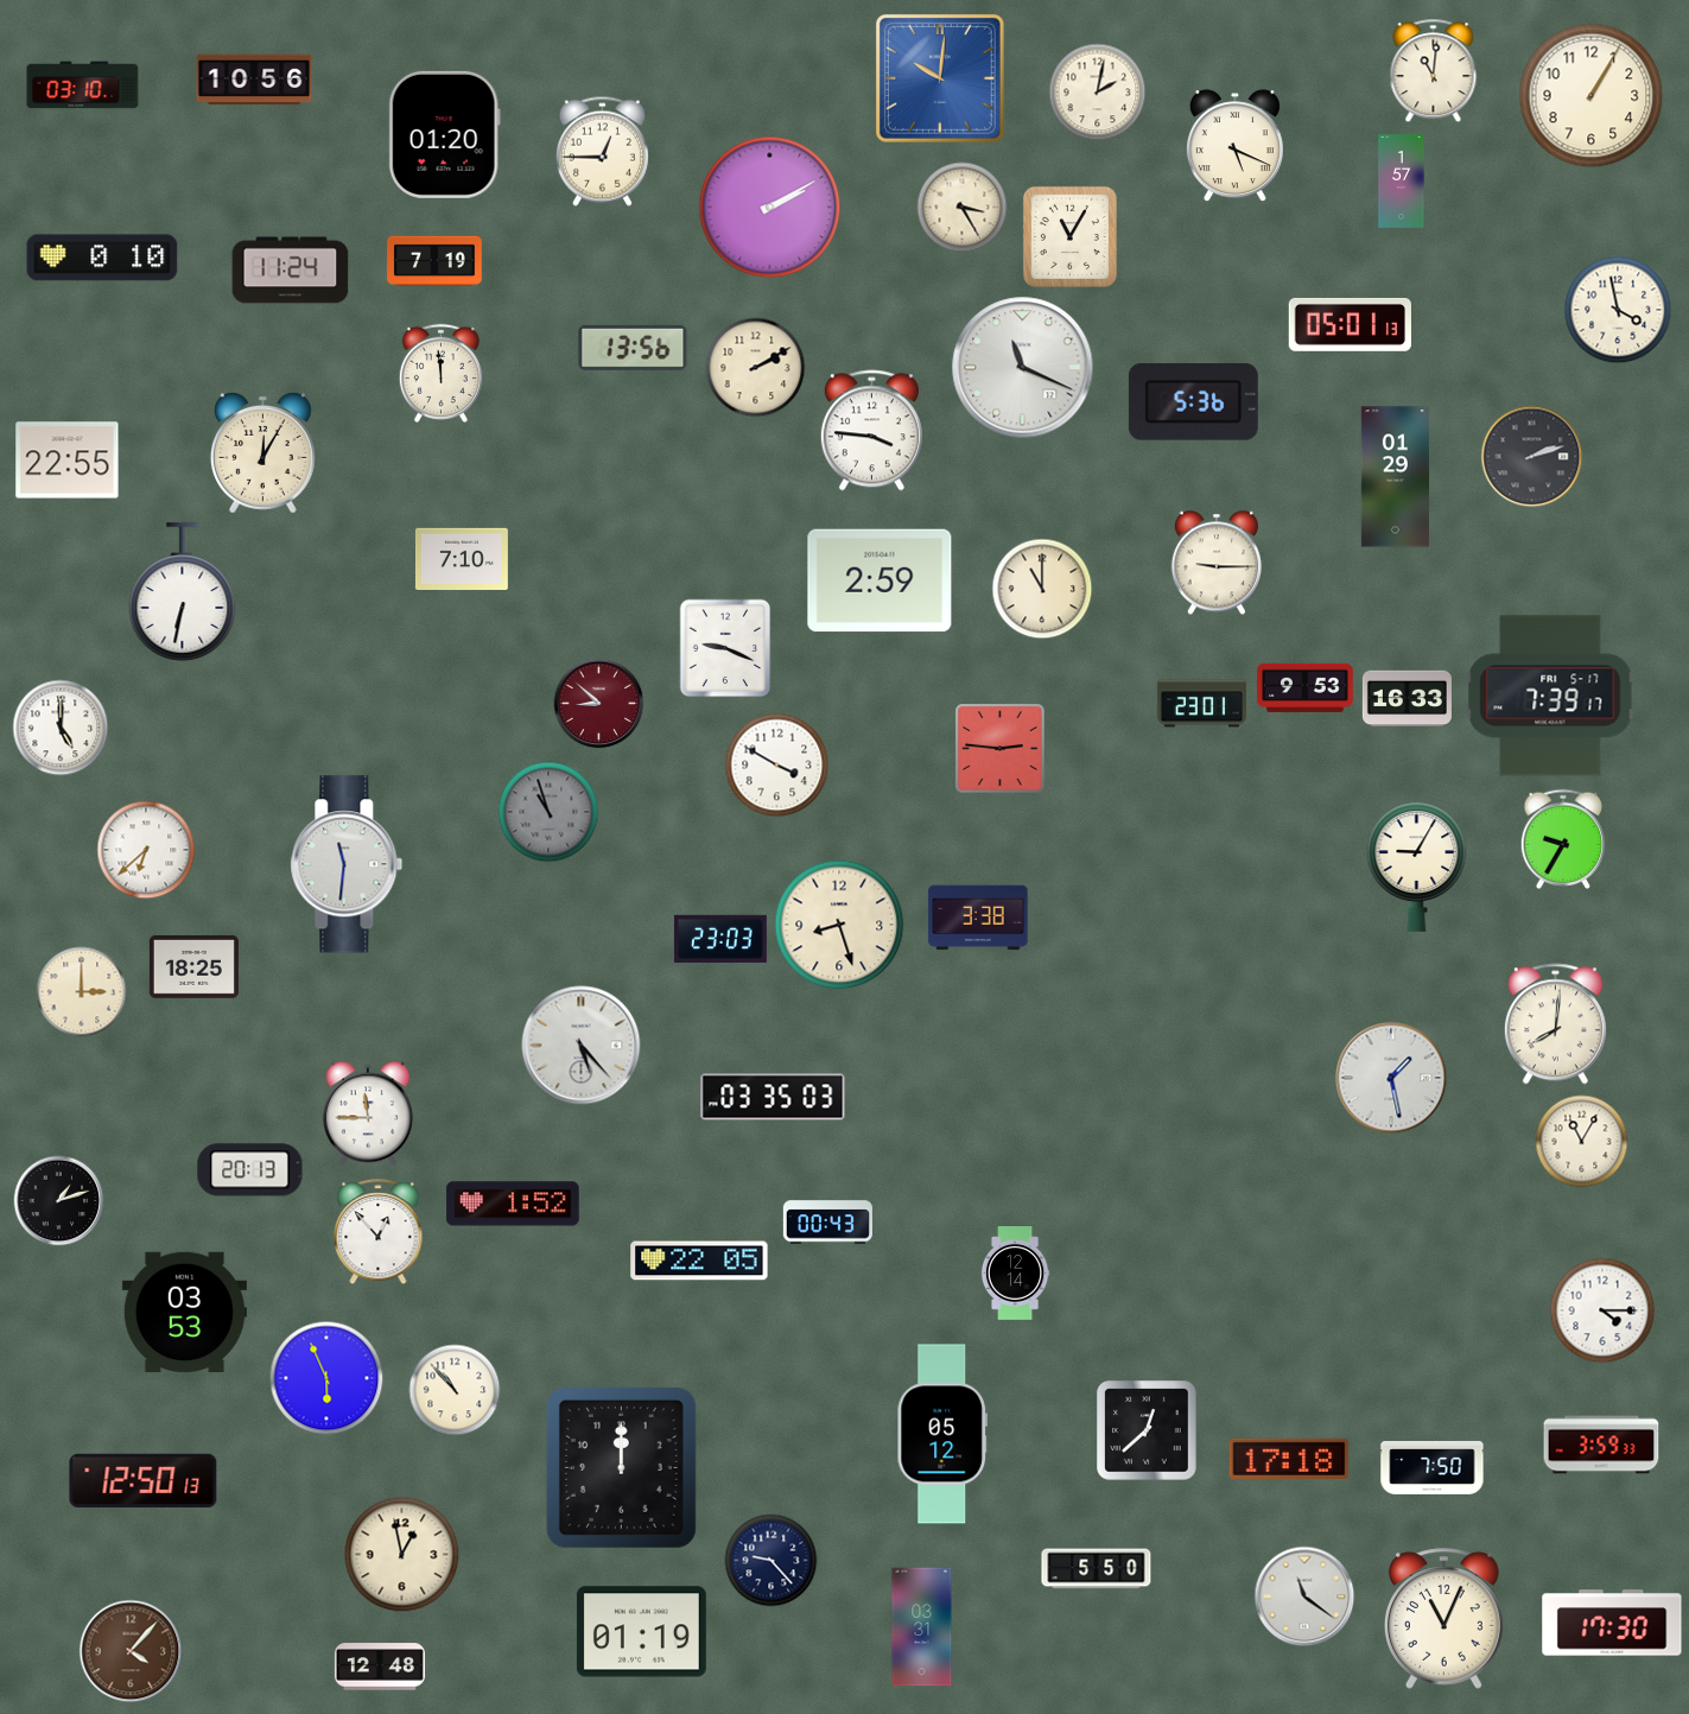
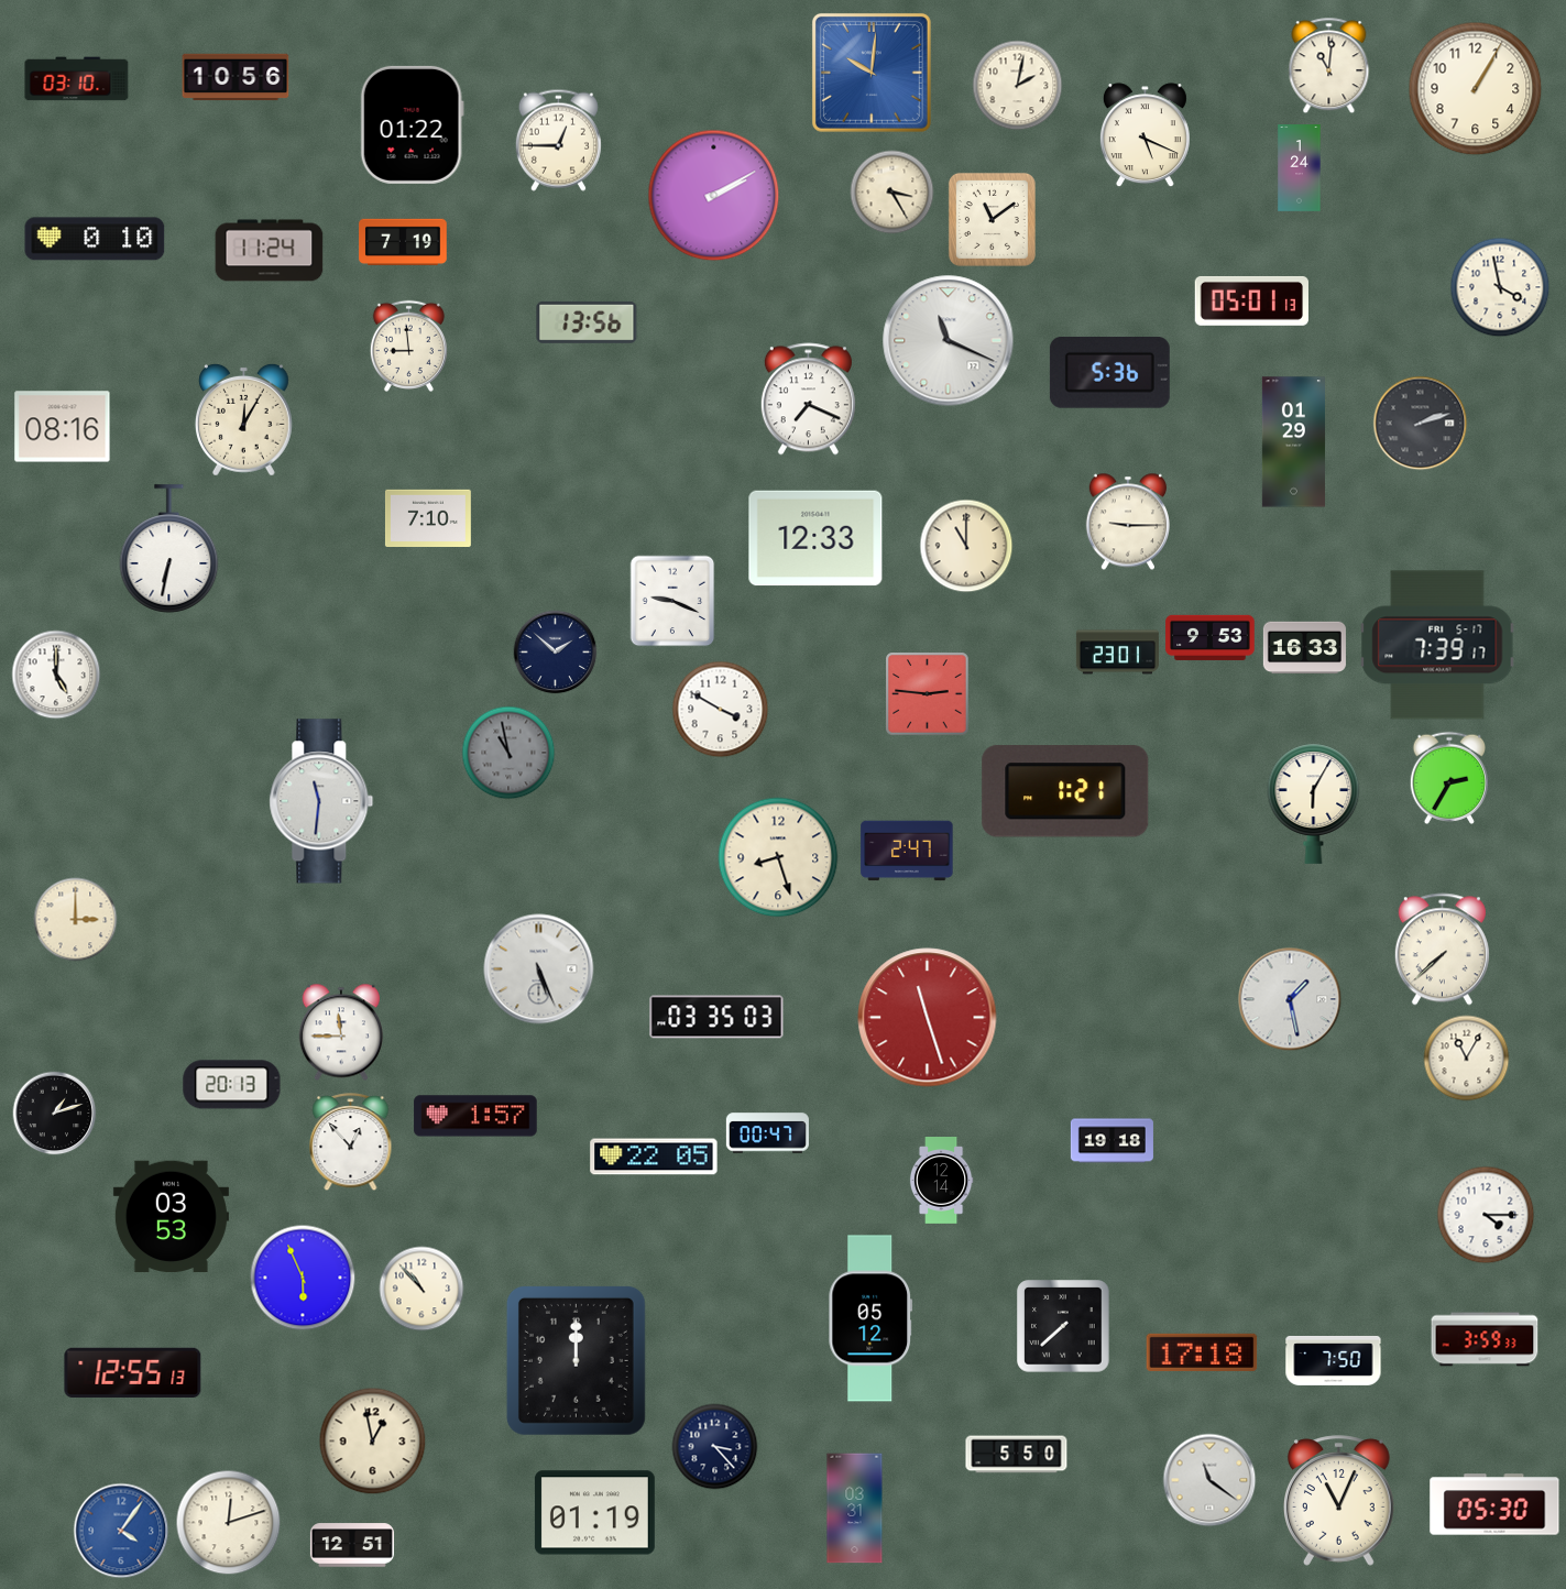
clock at (254, 80) position: (254, 80) -> (236, 77)
clock at (444, 134): 01:20 -> 01:22
clock at (1402, 182): 1:57 -> 1:24
clock at (770, 208) position: (770, 208) -> (714, 196)
clock at (1069, 236): 11:05 -> 11:09
clock at (756, 368): 2:10 -> none
clock at (440, 373): 11:59 -> 8:59
clock at (1193, 402) position: (1193, 402) -> (1109, 373)
clock at (871, 431): 3:46 -> 7:19
clock at (68, 461): 22:55 -> 08:16
clock at (880, 580): 2:59 -> 12:33
clock at (599, 704): 8:52 -> 1:52
clock at (599, 704) dial: burgundy -> navy
clock at (1201, 704) position: (1201, 704) -> (1117, 653)
clock at (548, 812): 10:57 -> 10:58
clock at (1563, 839): 9:35 -> 2:35
clock at (146, 850): 6:38 -> none
clock at (1065, 791): none -> 1:21
clock at (1417, 866): 9:05 -> 6:05
clock at (978, 918): 3:38 -> 2:47
clock at (720, 939): 23:03 -> none
clock at (193, 967): 18:25 -> none
clock at (1555, 1024): 8:01 -> 7:38
clock at (582, 1046): 5:23 -> 5:26
clock at (928, 1018): none -> 11:27
clock at (513, 1204): 1:52 -> 1:57
clock at (827, 1223): 00:43 -> 00:47
clock at (1111, 1141): none -> 19:18
clock at (699, 1261) position: (699, 1261) -> (654, 1157)
clock at (1147, 1430): 12:38 -> 7:38
clock at (942, 1434) position: (942, 1434) -> (870, 1318)
clock at (1289, 1459) position: (1289, 1459) -> (1202, 1352)
clock at (1433, 1467) position: (1433, 1467) -> (1334, 1360)
clock at (144, 1480): 12:50 -> 12:55
clock at (772, 1561): 9:23 -> 3:23
clock at (1612, 1623): 17:30 -> 05:30
clock at (229, 1523): none -> 12:12
clock at (131, 1651): 4:07 -> 4:06
clock at (131, 1651) dial: brown -> blue
clock at (380, 1667): 12:48 -> 12:51
